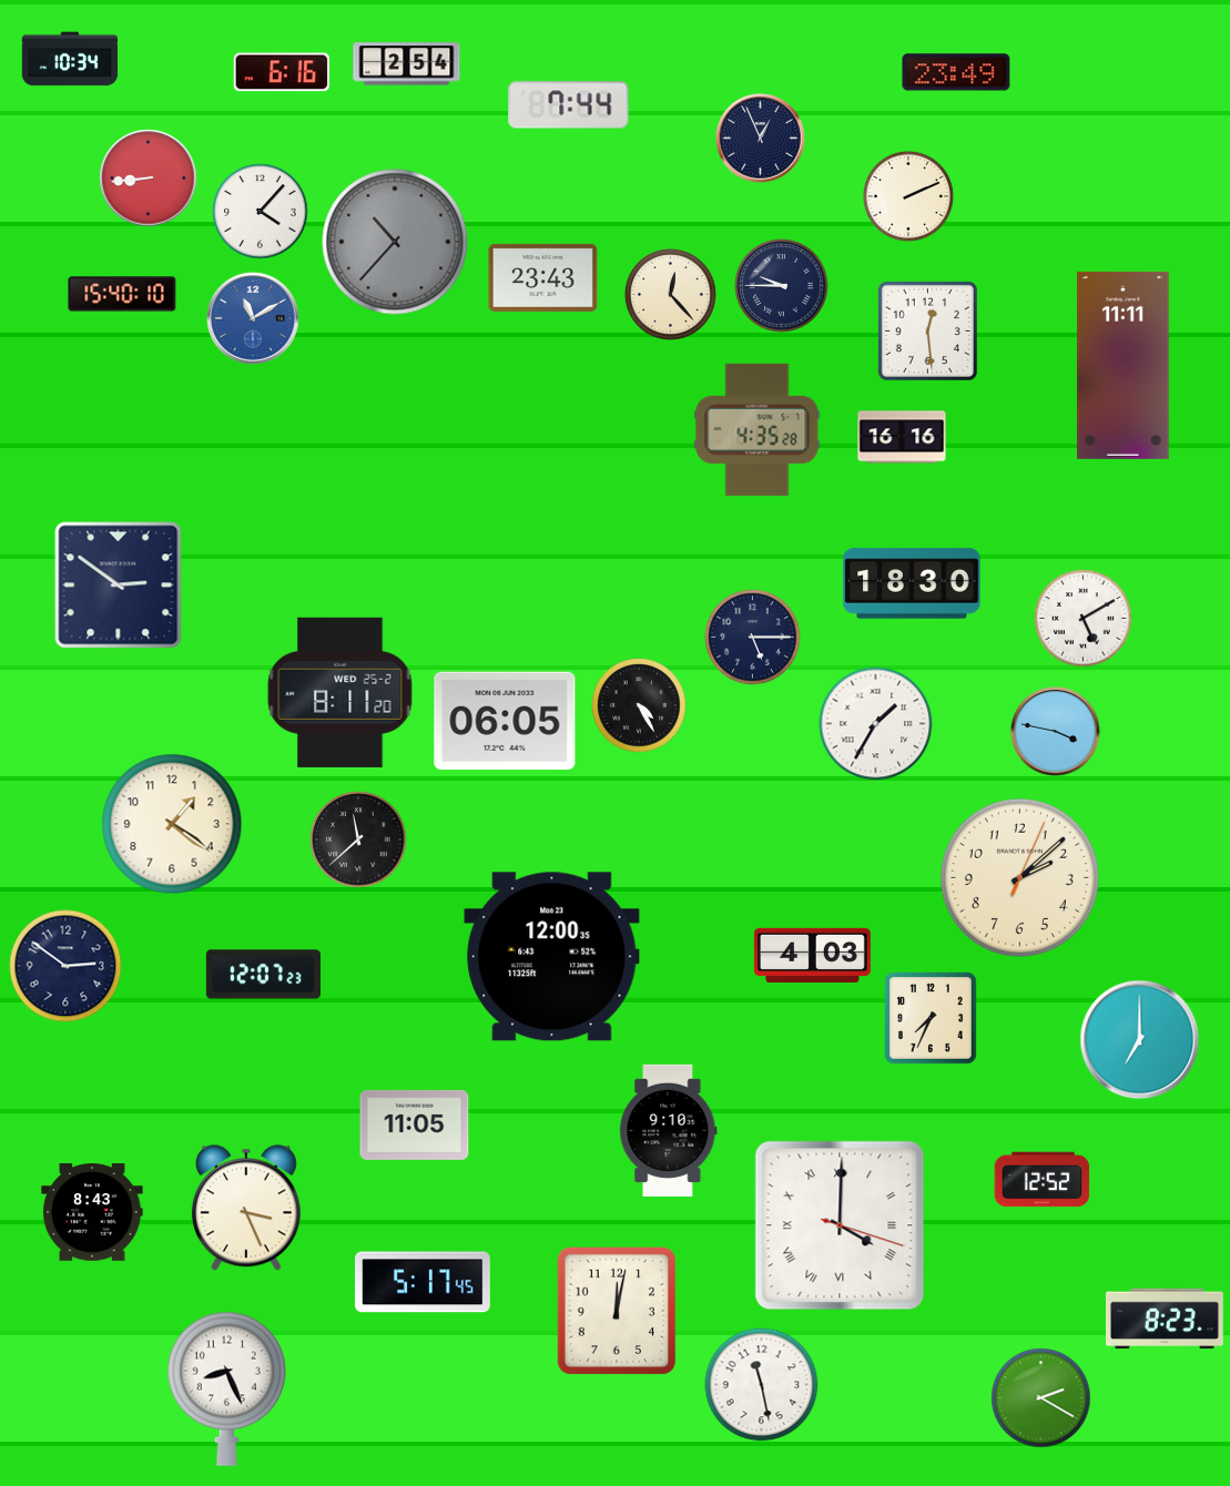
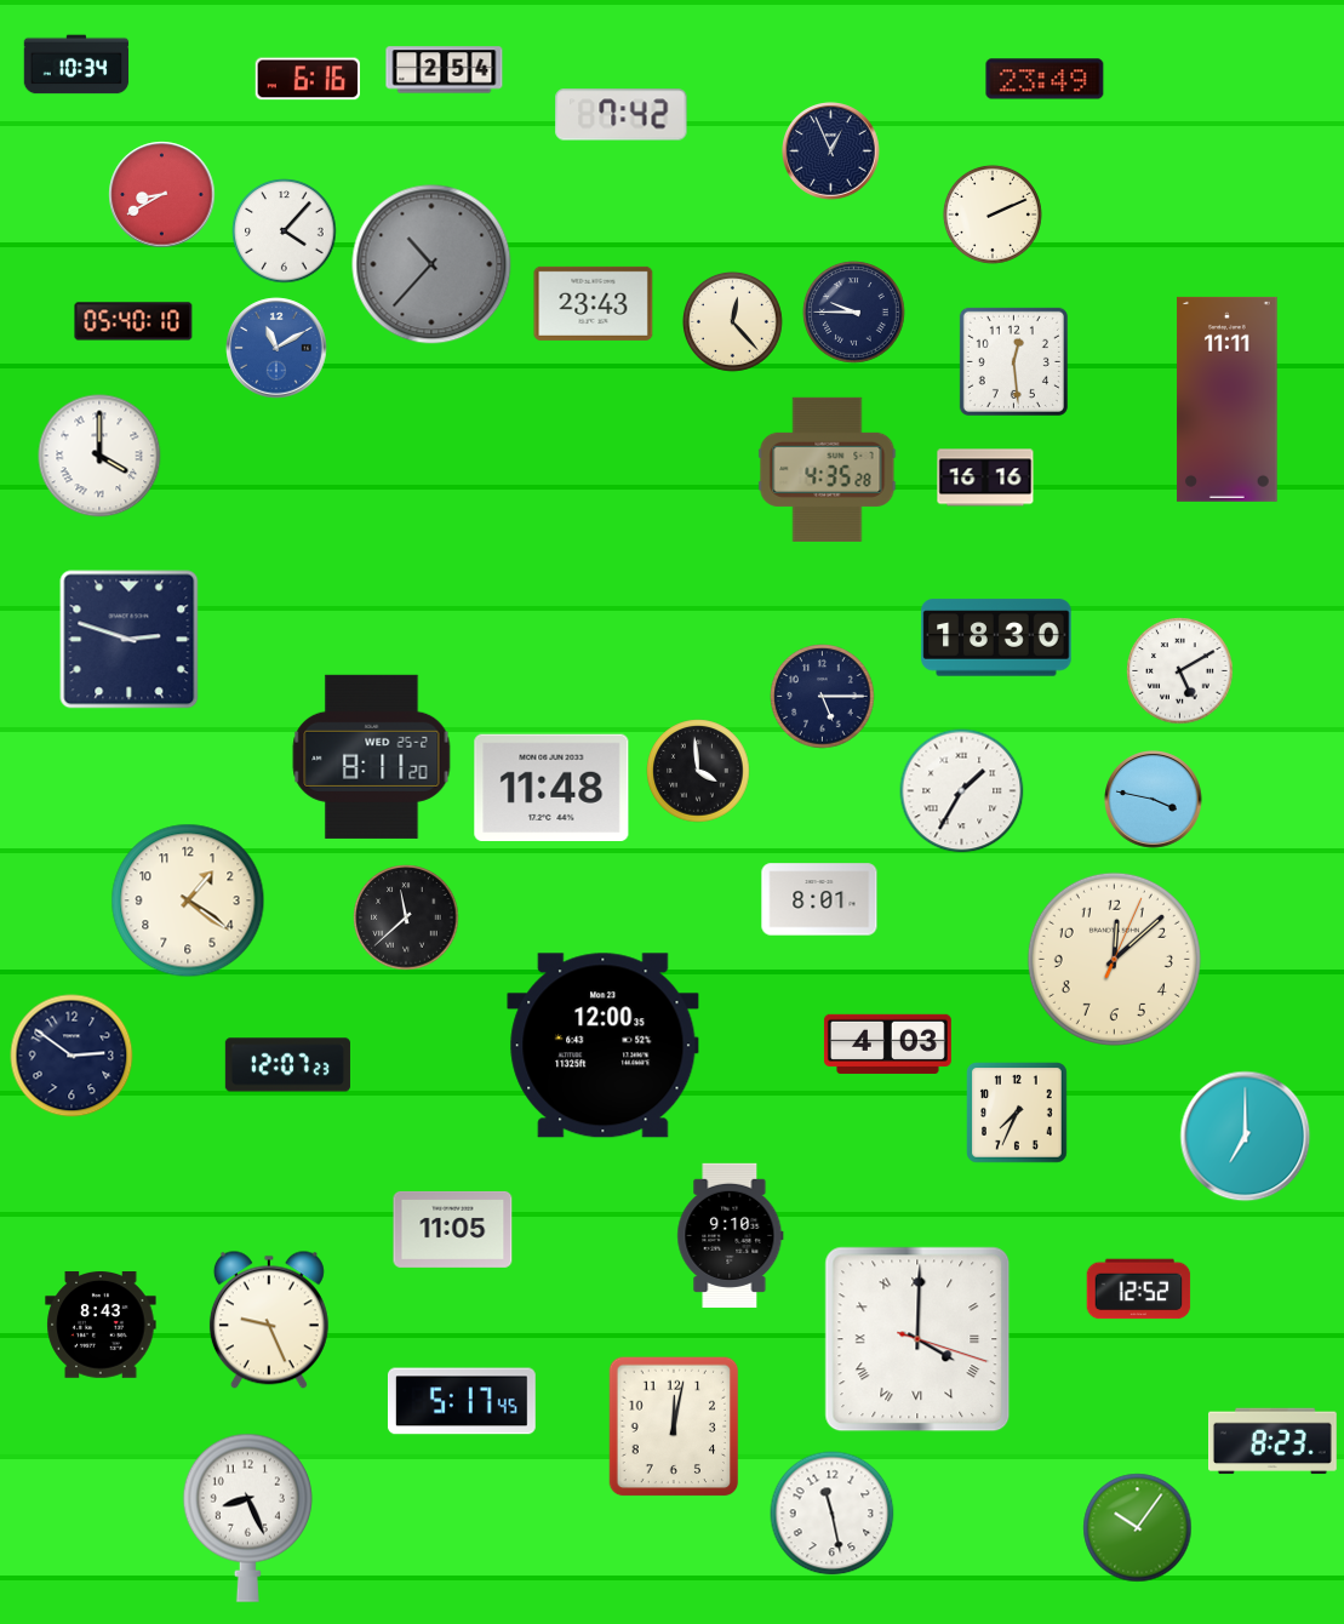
clock at (569, 105): 7:44 -> 7:42
clock at (149, 179): 8:44 -> 8:40
clock at (122, 294): 15:40 -> 05:40
clock at (99, 456): none -> 4:00
clock at (119, 586): 2:51 -> 2:48
clock at (1084, 619) position: (1084, 619) -> (1180, 671)
clock at (639, 705): 4:25 -> 3:59
clock at (505, 720): 06:05 -> 11:48
clock at (876, 724) position: (876, 724) -> (962, 791)
clock at (819, 899): none -> 8:01
clock at (358, 839) position: (358, 839) -> (406, 917)
clock at (1019, 877): 2:08 -> 12:08
clock at (246, 1208): 3:26 -> 9:26
clock at (617, 1311) position: (617, 1311) -> (674, 1426)
clock at (1041, 1398): 2:20 -> 10:06
